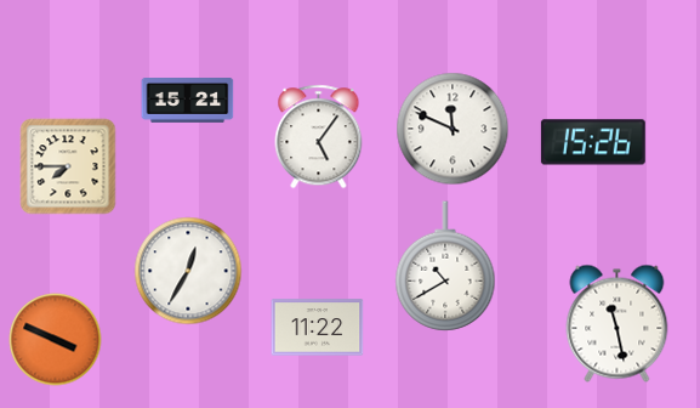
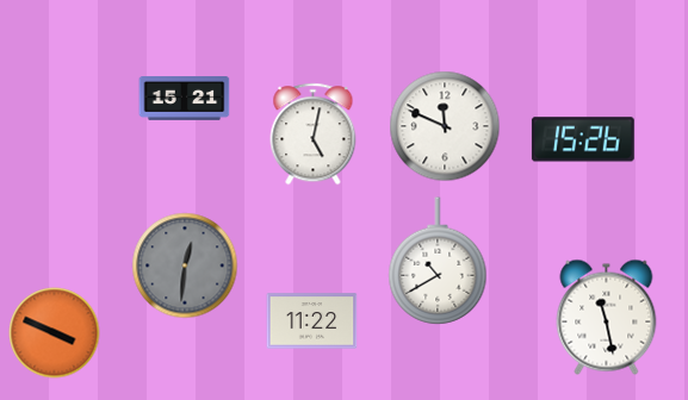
clock at (319, 137): 5:06 -> 5:02
clock at (68, 166): 7:45 -> none
clock at (188, 271): 12:35 -> 12:31
clock at (188, 271) dial: white -> grey
